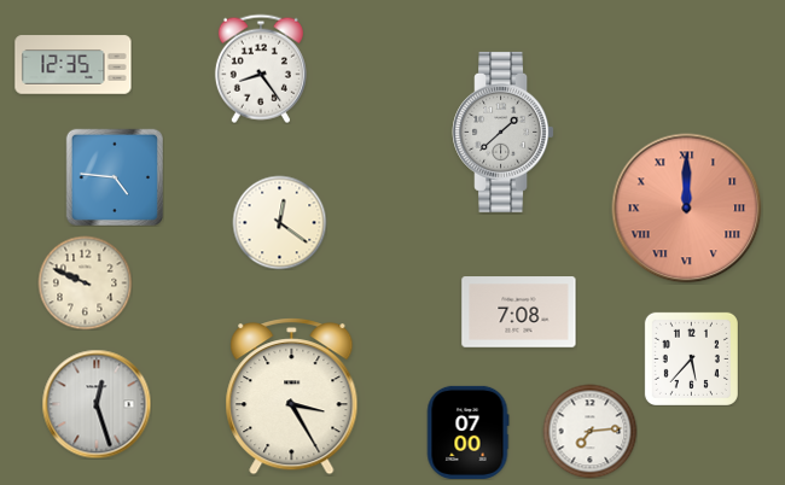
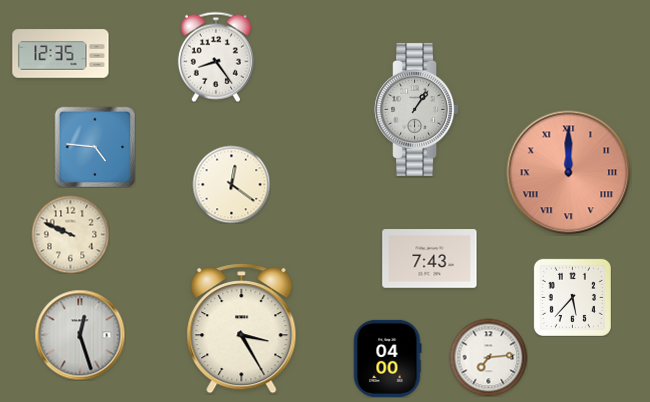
clock at (504, 132): 1:38 -> 1:06
clock at (519, 312): 7:08 -> 7:43
clock at (467, 432): 07:00 -> 04:00
